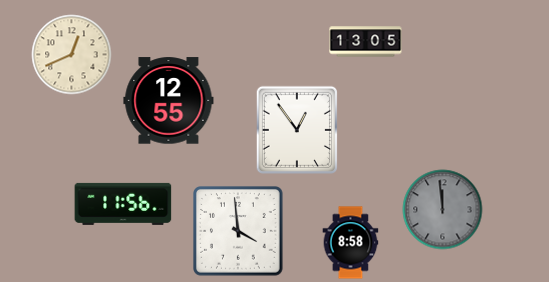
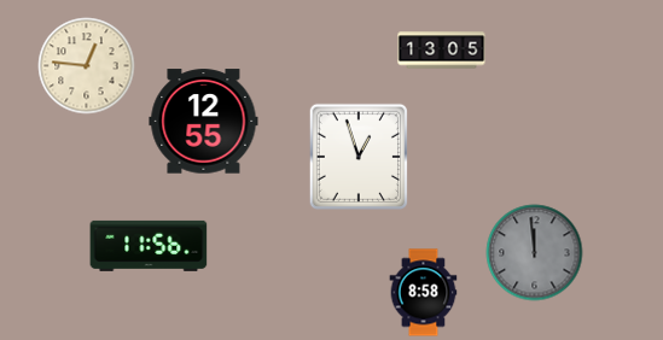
clock at (72, 55): 12:41 -> 12:46
clock at (297, 129): 12:54 -> 12:57
clock at (239, 232): 3:59 -> none
